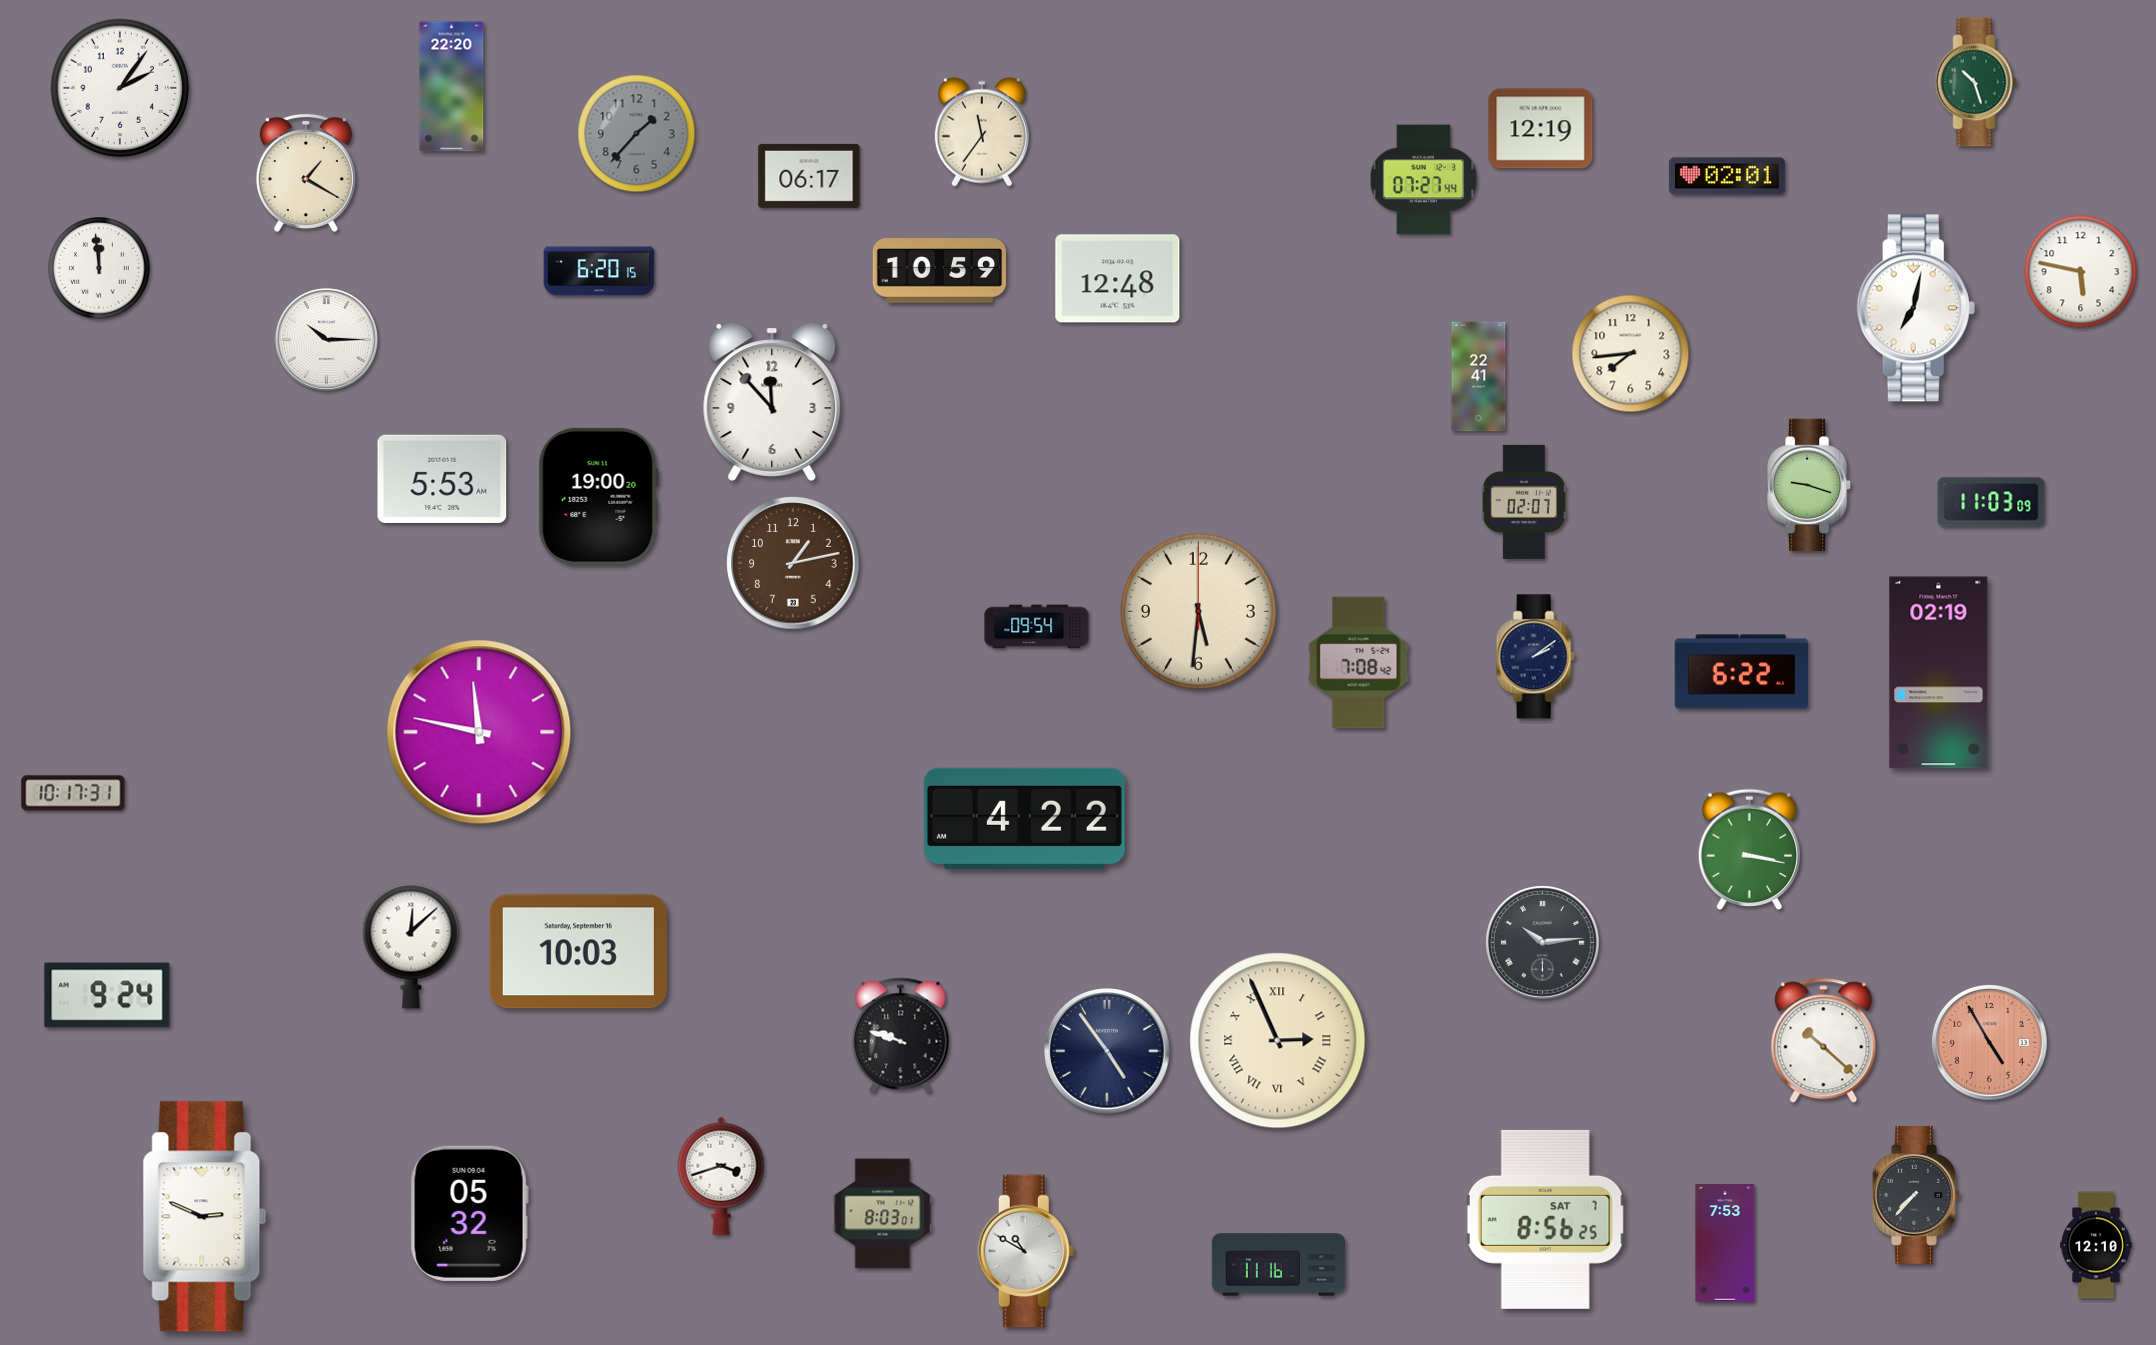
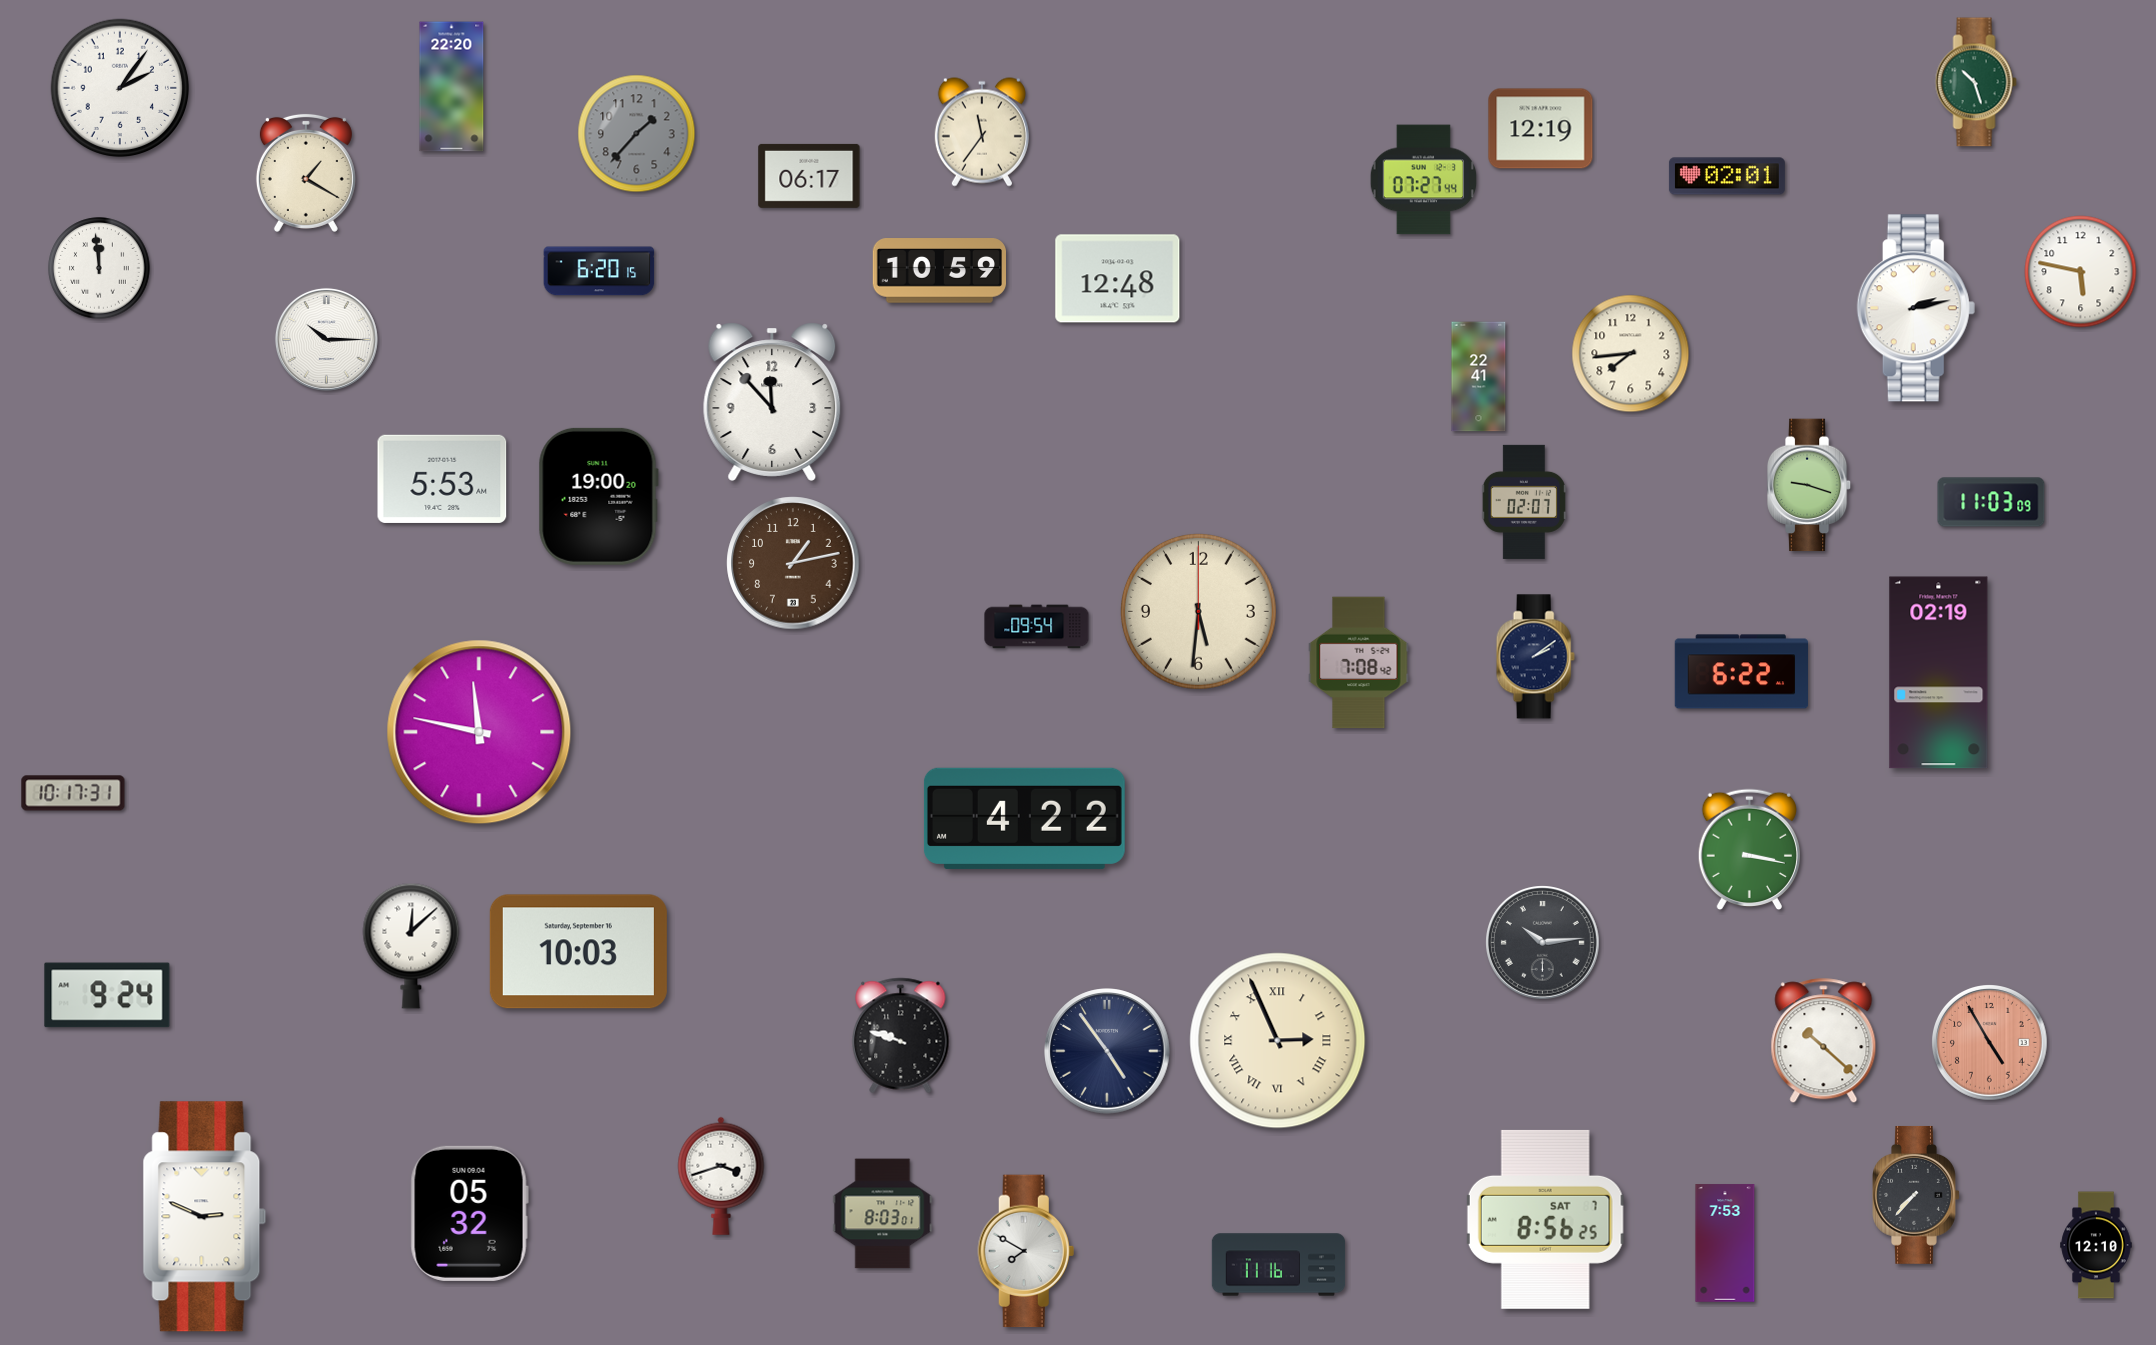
clock at (1916, 308): 7:02 -> 2:13
clock at (1026, 1251): 10:50 -> 7:50
